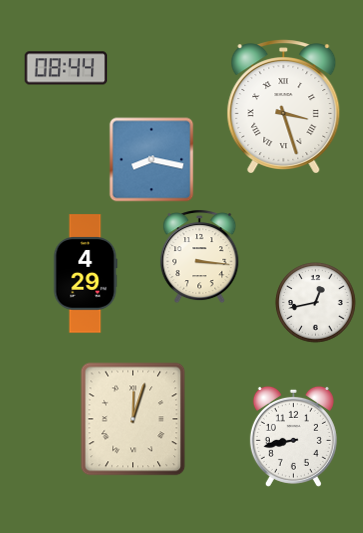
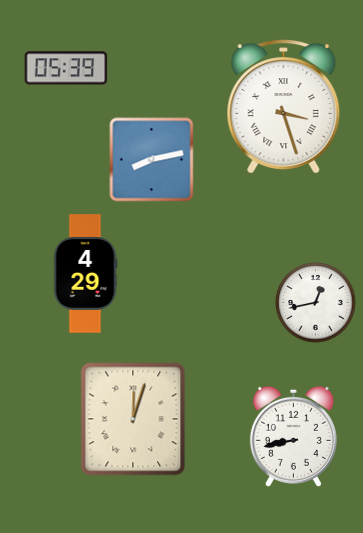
clock at (66, 68): 08:44 -> 05:39
clock at (152, 160): 8:17 -> 8:13
clock at (200, 257): 3:16 -> none
